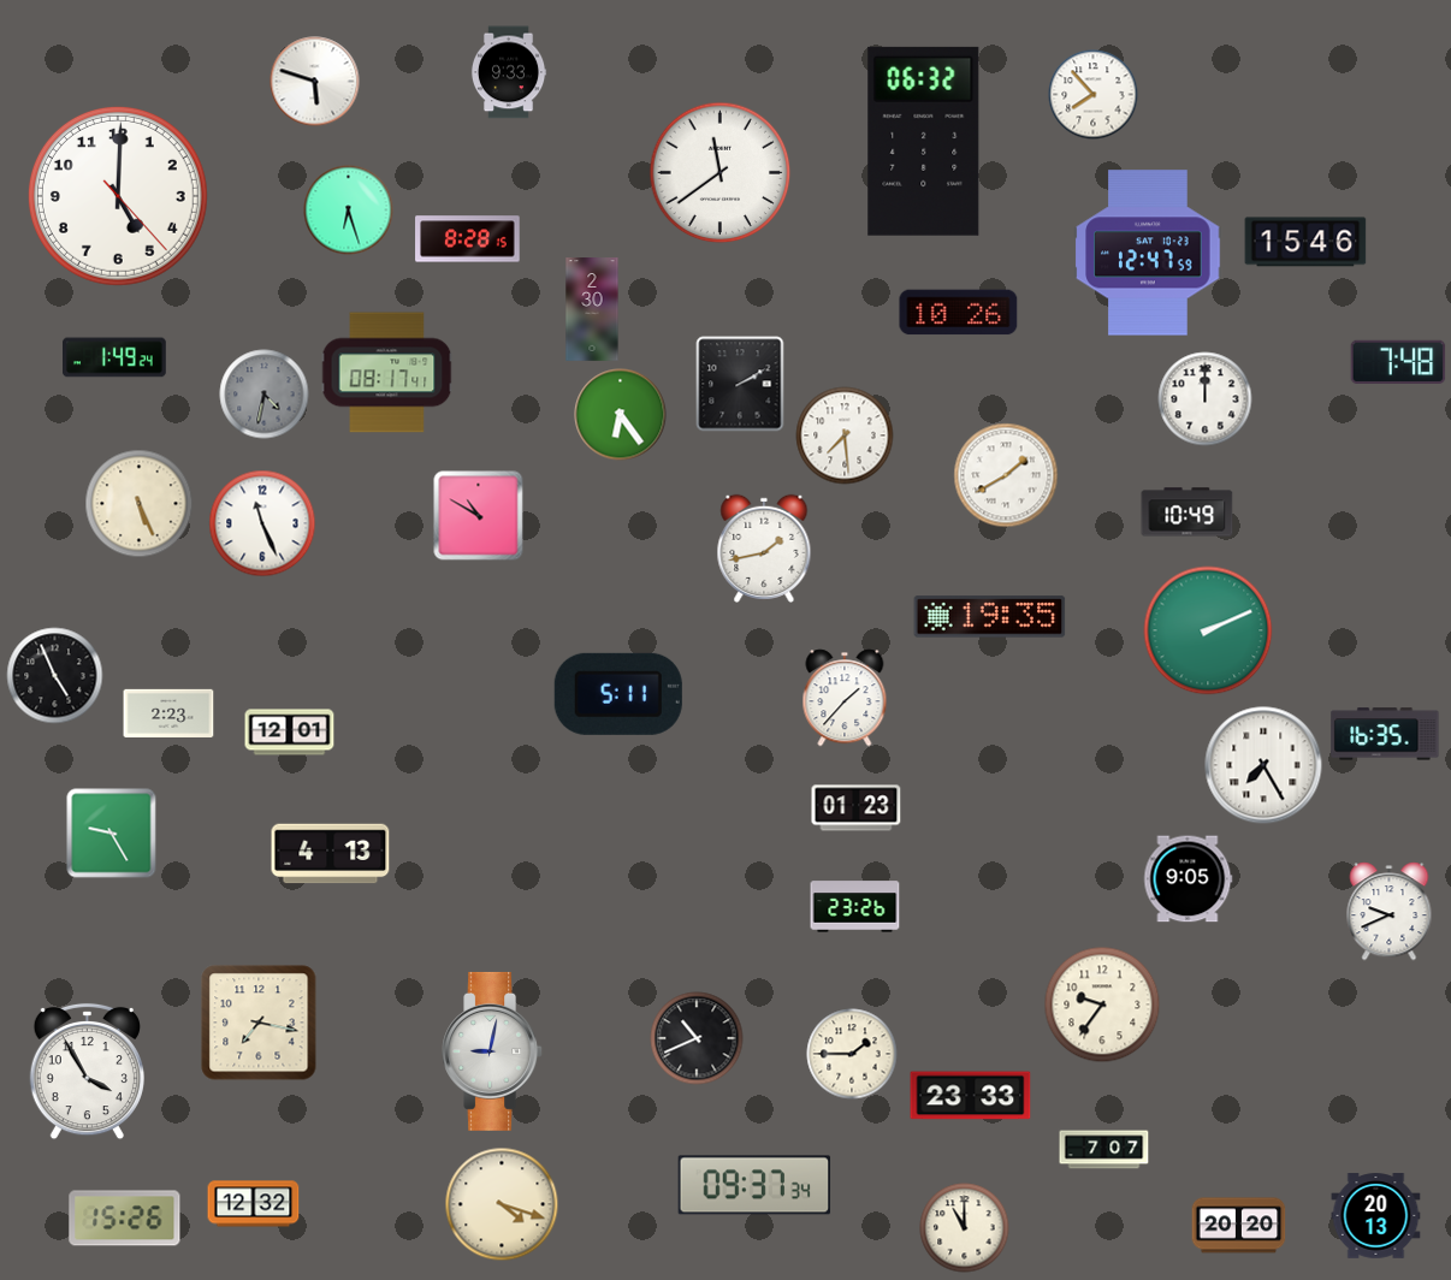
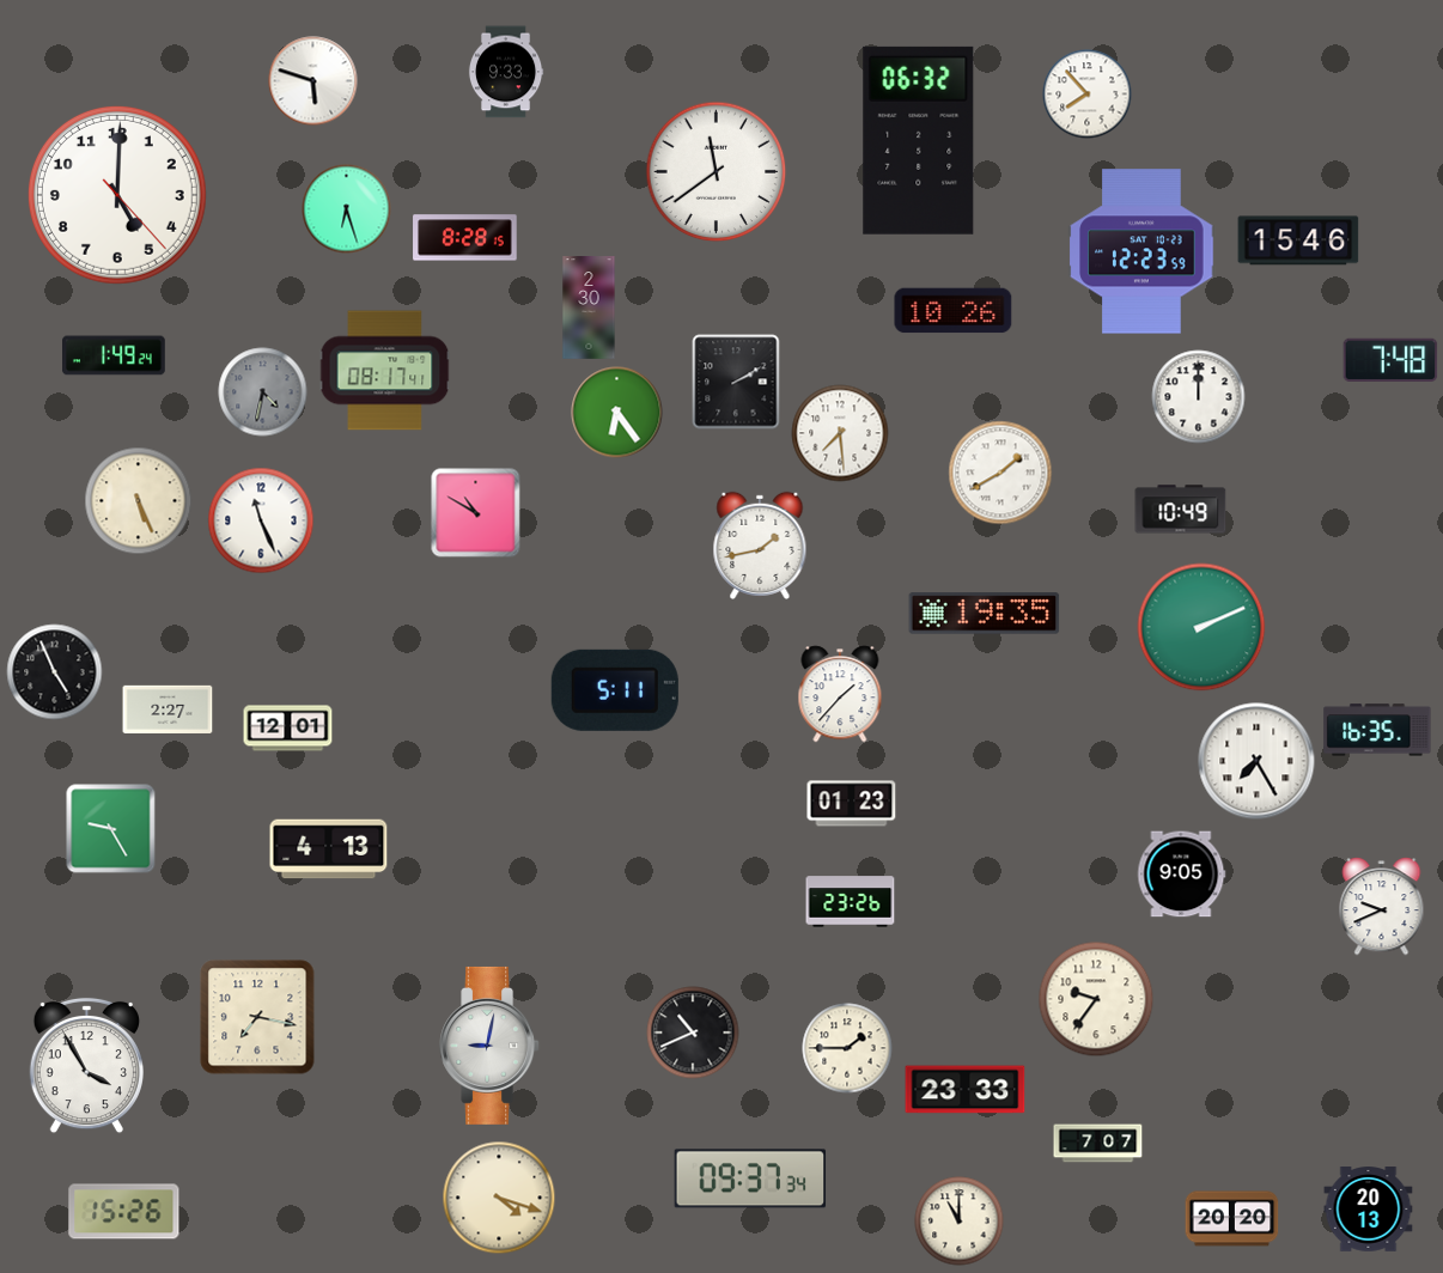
clock at (1148, 253): 12:47 -> 12:23
clock at (168, 713): 2:23 -> 2:27
clock at (254, 1204): 12:32 -> none
